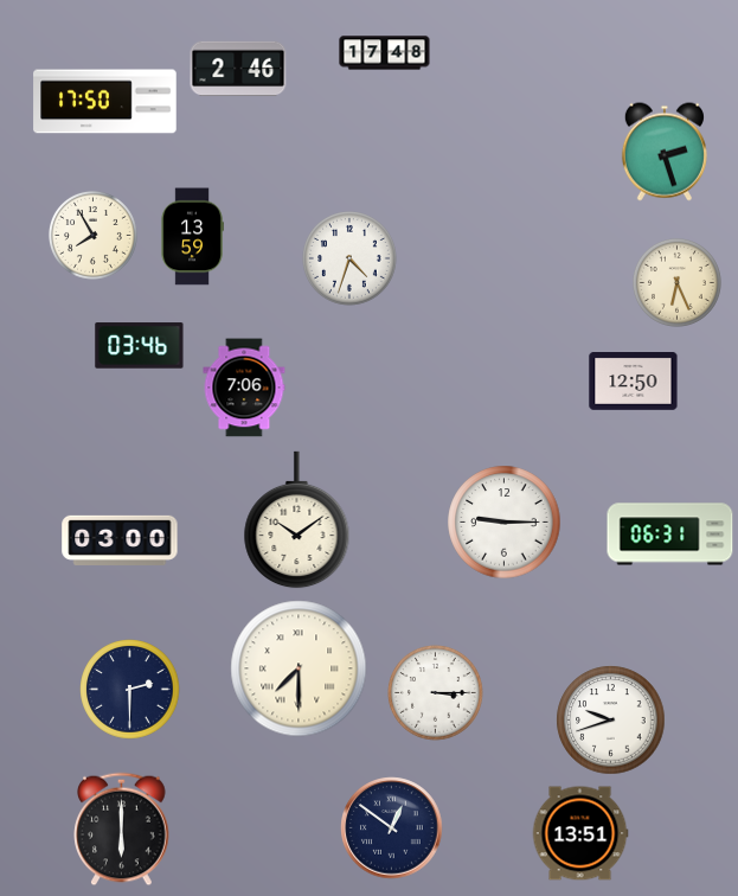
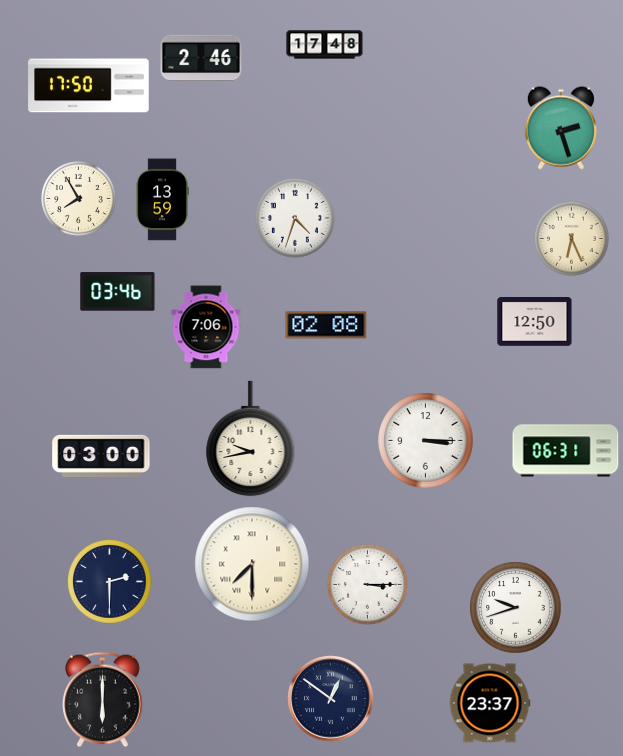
clock at (326, 325): none -> 02:08
clock at (297, 520): 10:09 -> 9:43
clock at (505, 523): 9:15 -> 3:15
clock at (580, 833): 13:51 -> 23:37
